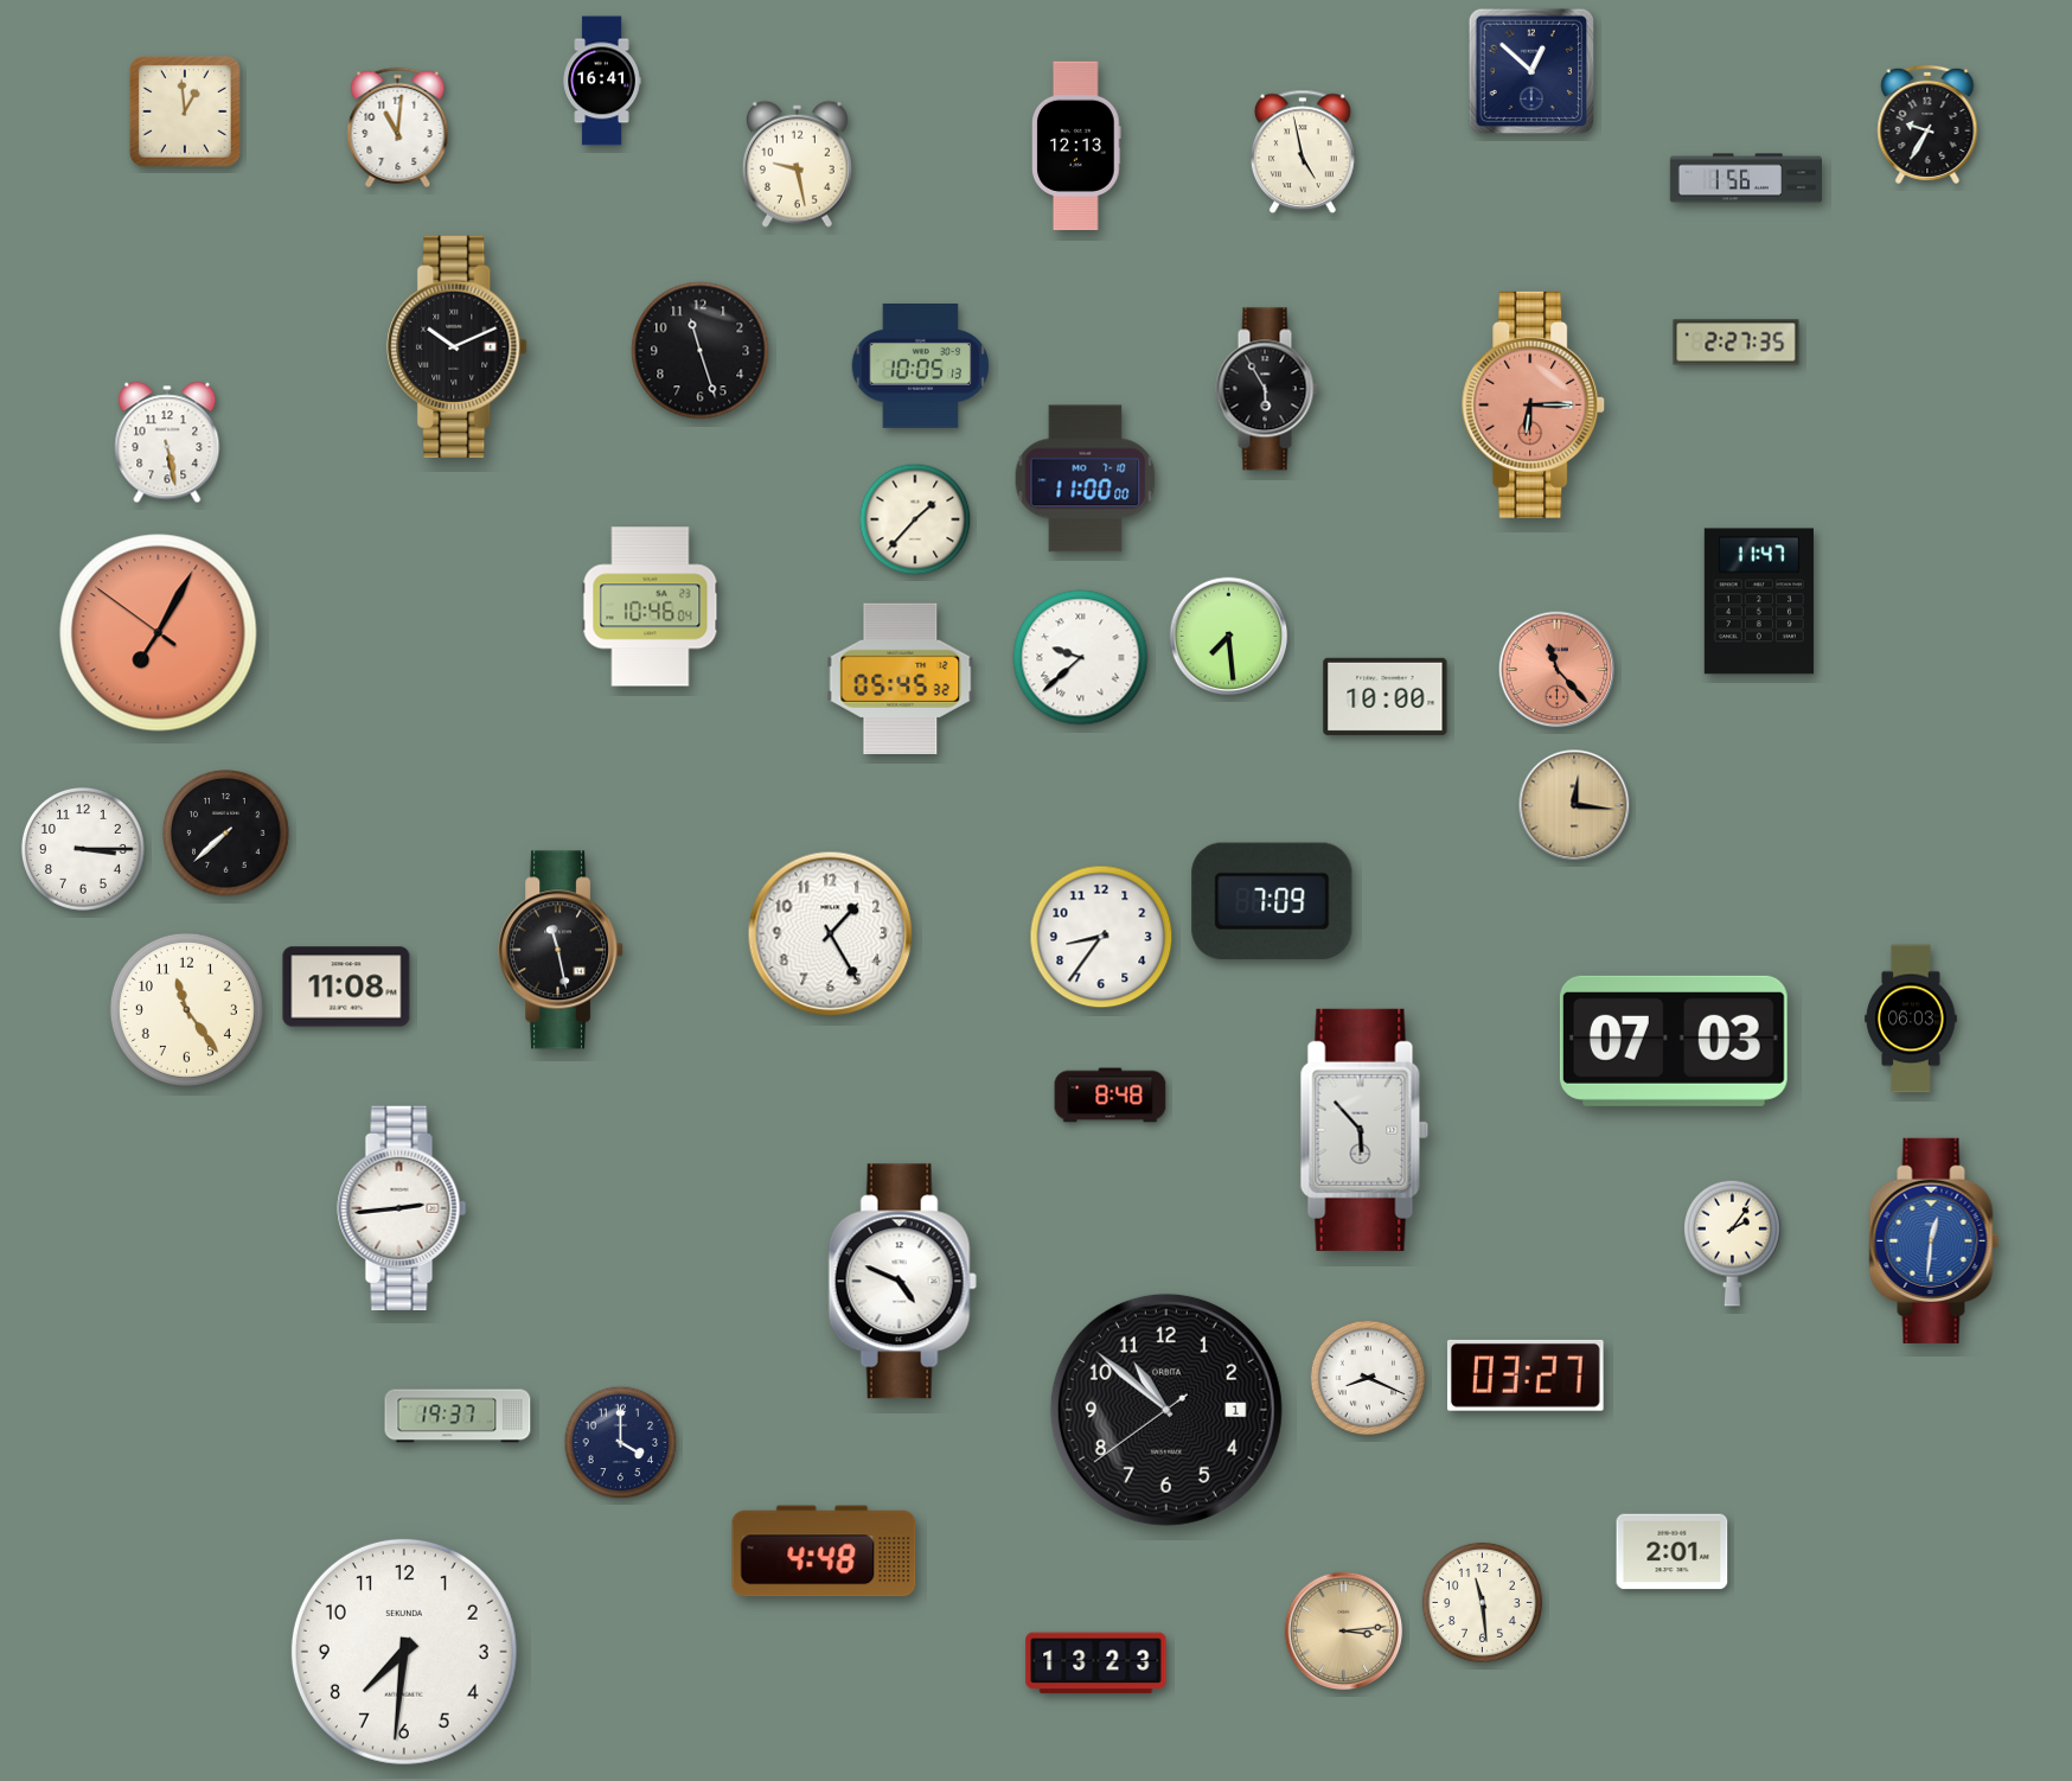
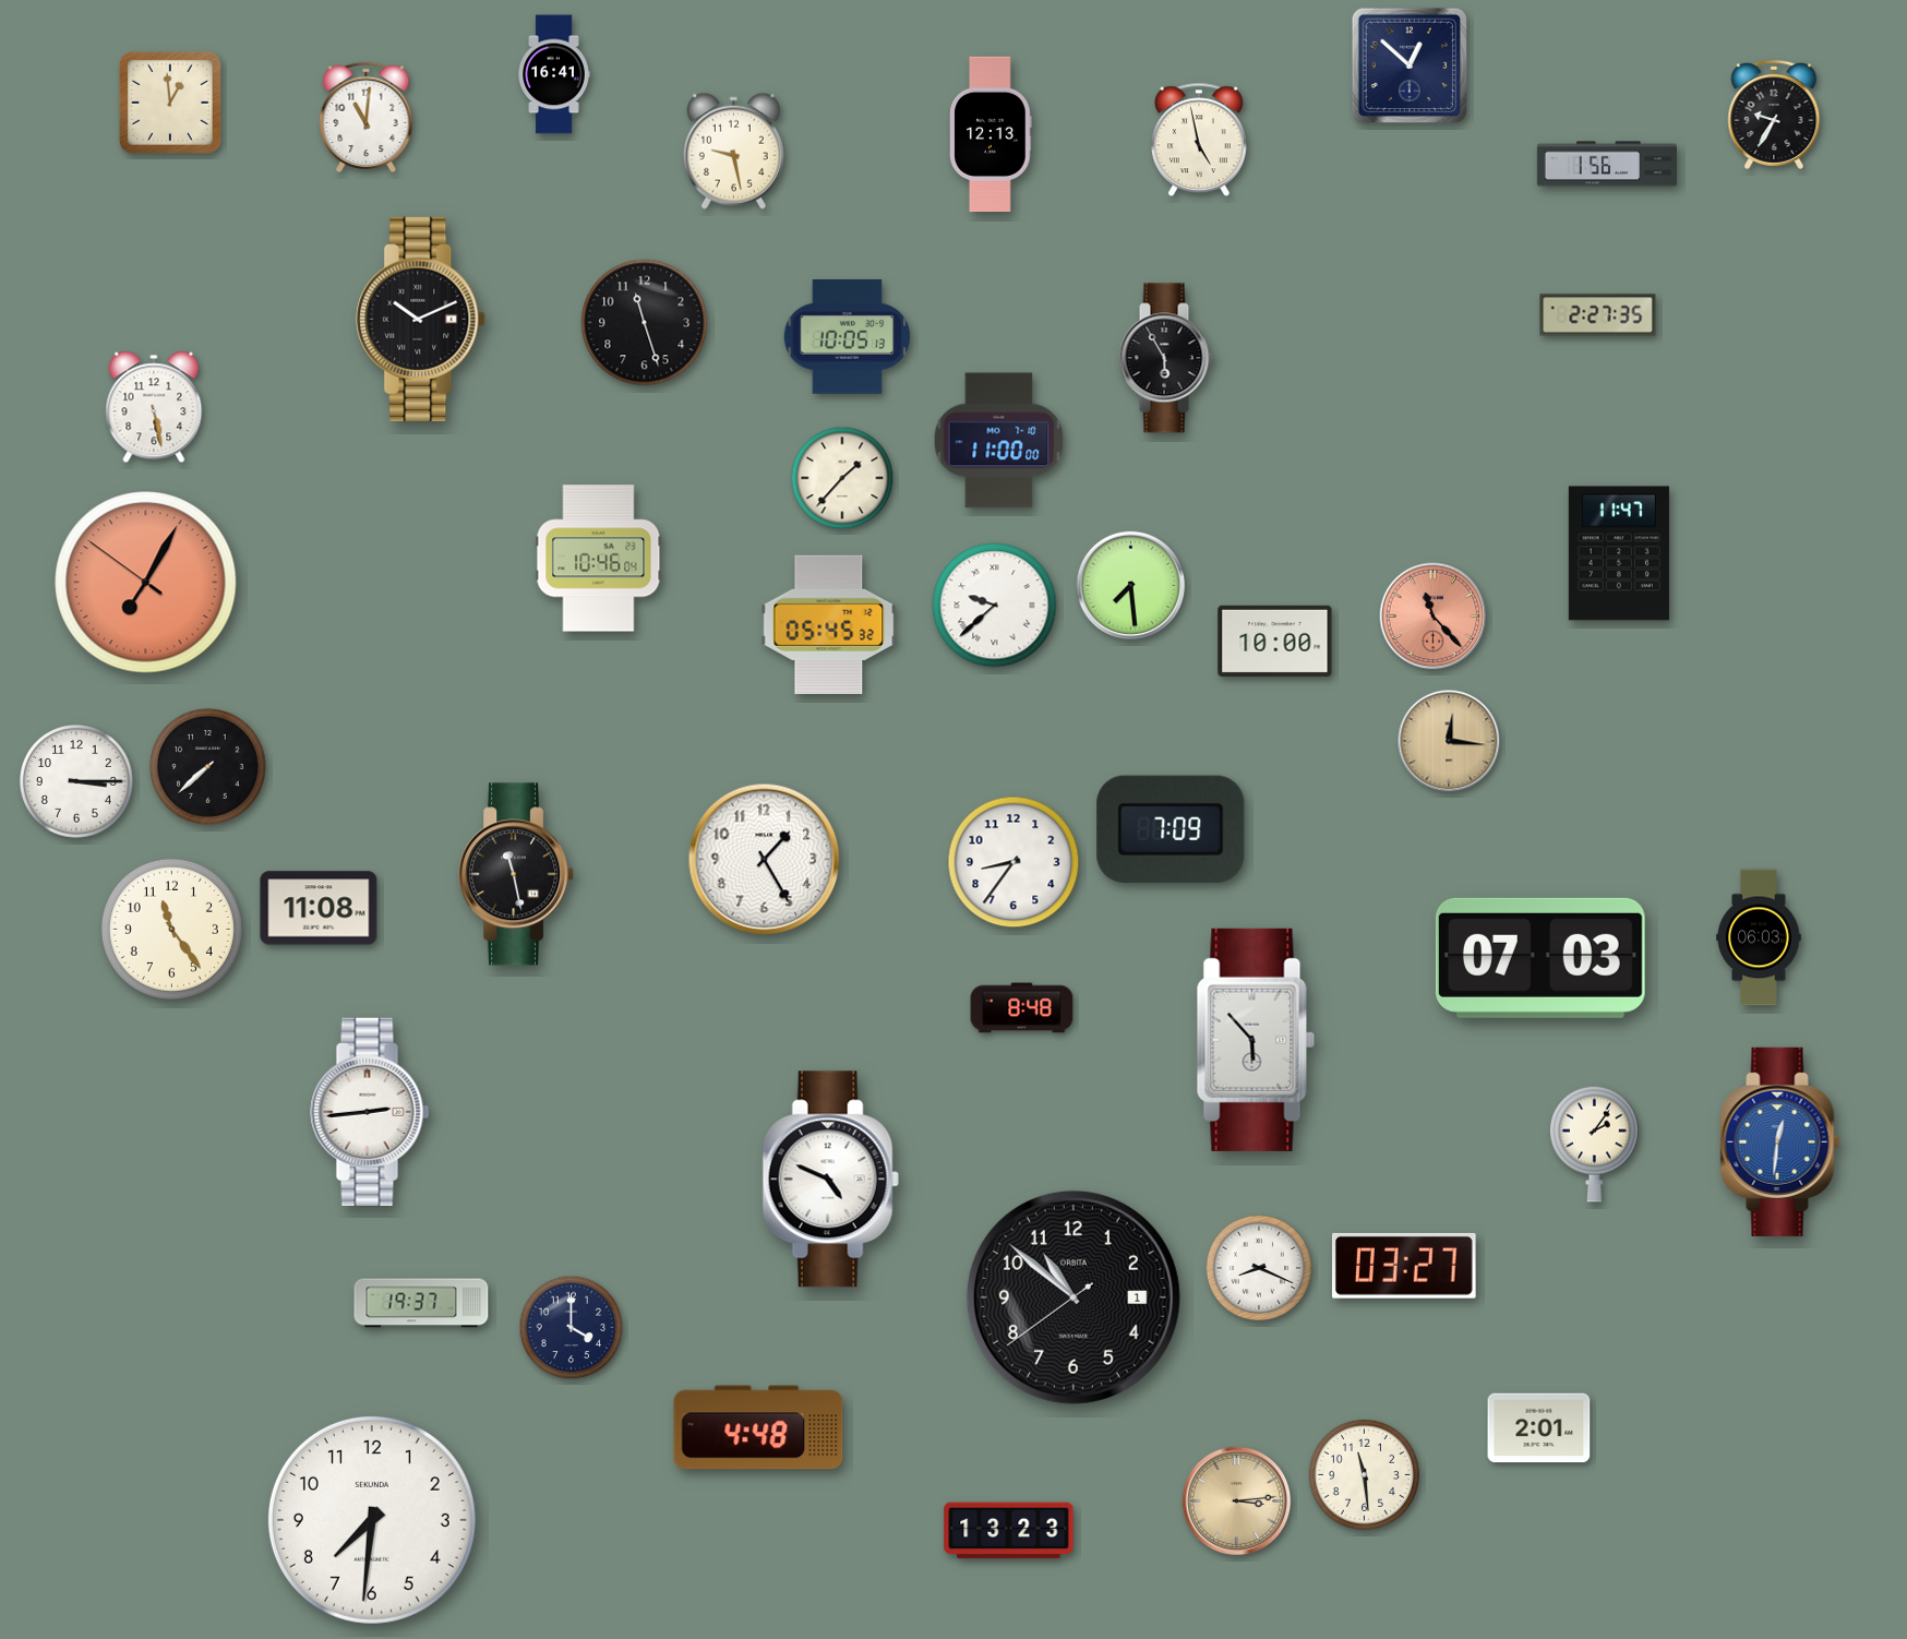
clock at (1534, 404): 6:15 -> none
